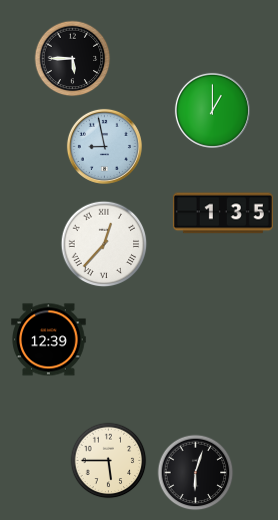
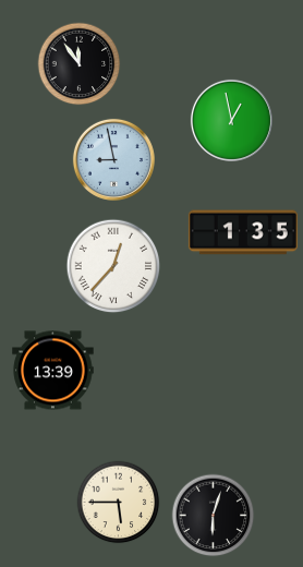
clock at (73, 59): 5:45 -> 11:54
clock at (212, 110): 1:00 -> 12:58
clock at (49, 340): 12:39 -> 13:39
